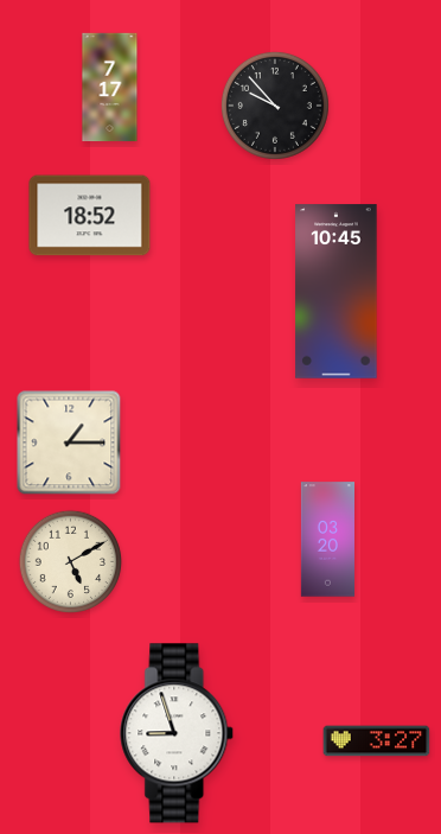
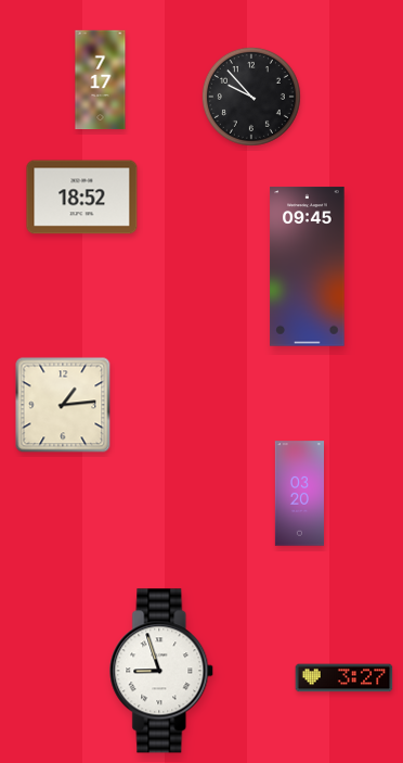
clock at (337, 292): 10:45 -> 09:45
clock at (69, 443): 1:15 -> 1:14
clock at (70, 561): 5:10 -> none
